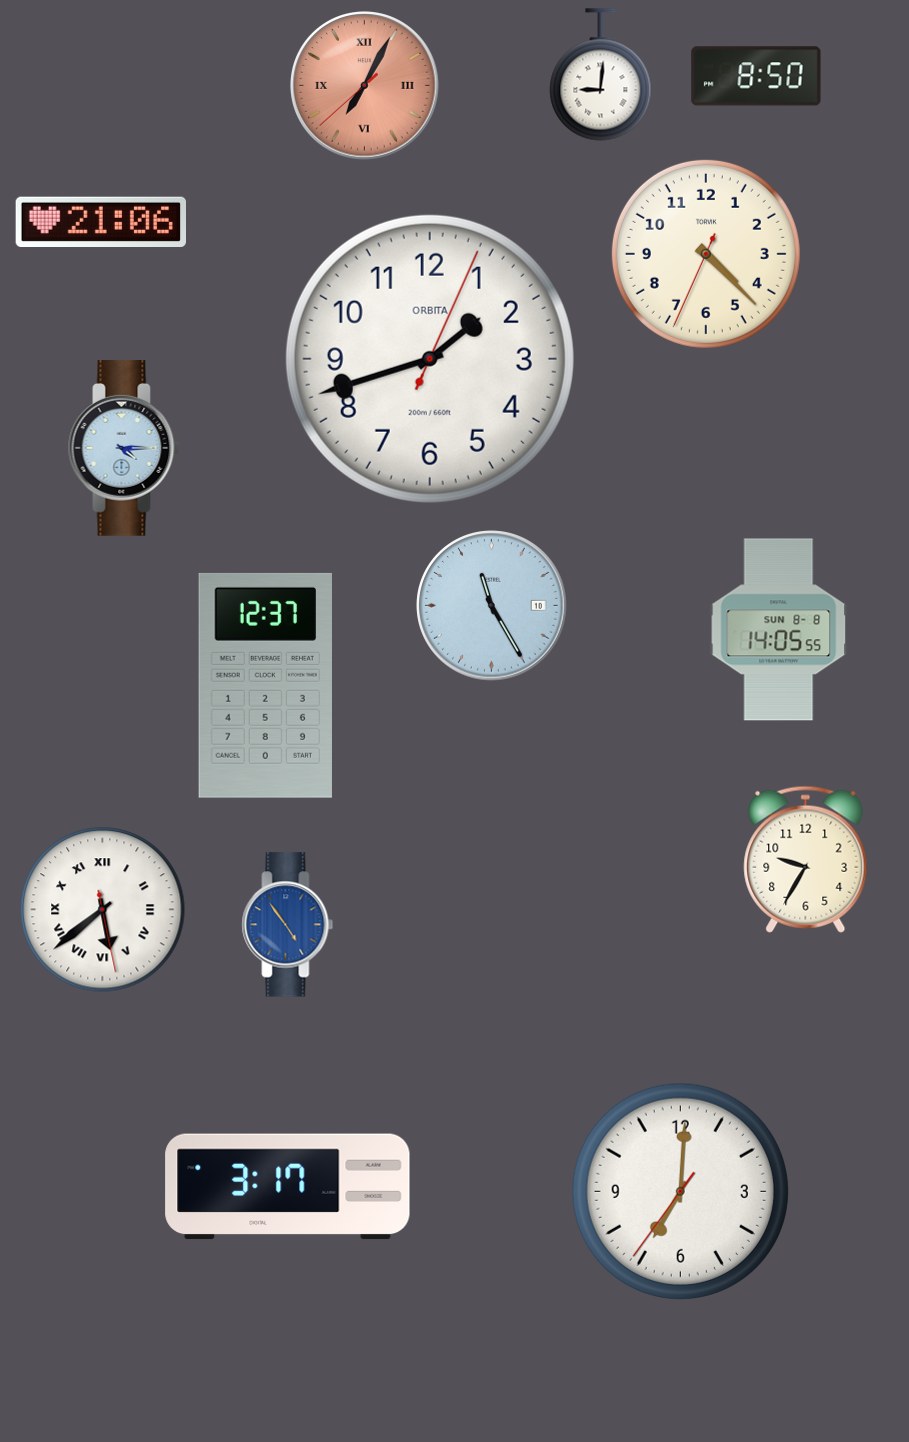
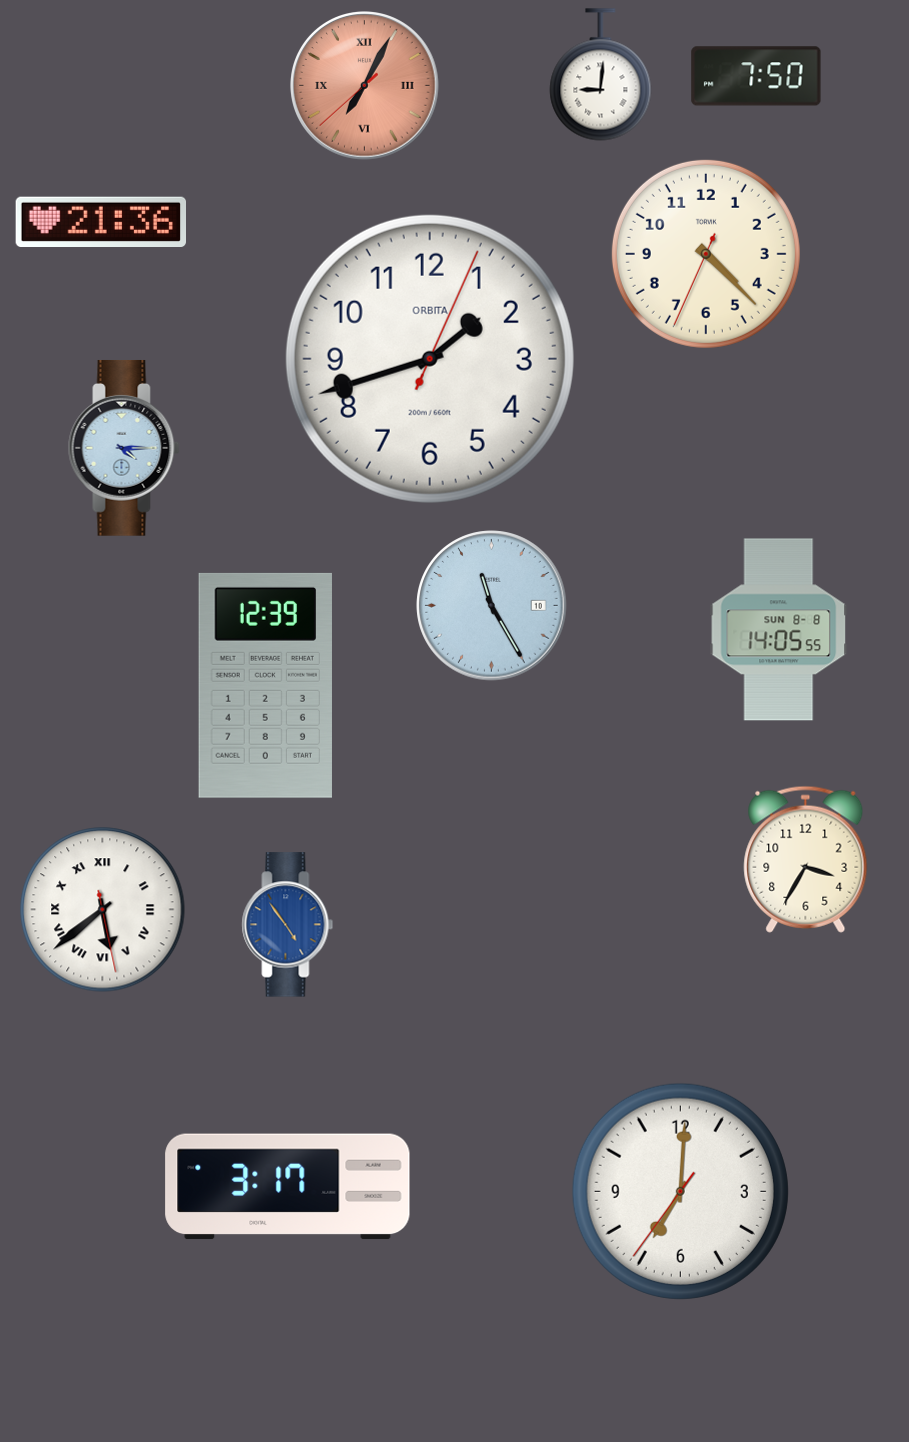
clock at (756, 76): 8:50 -> 7:50
clock at (100, 221): 21:06 -> 21:36
clock at (265, 685): 12:37 -> 12:39
clock at (806, 859): 9:35 -> 3:35
